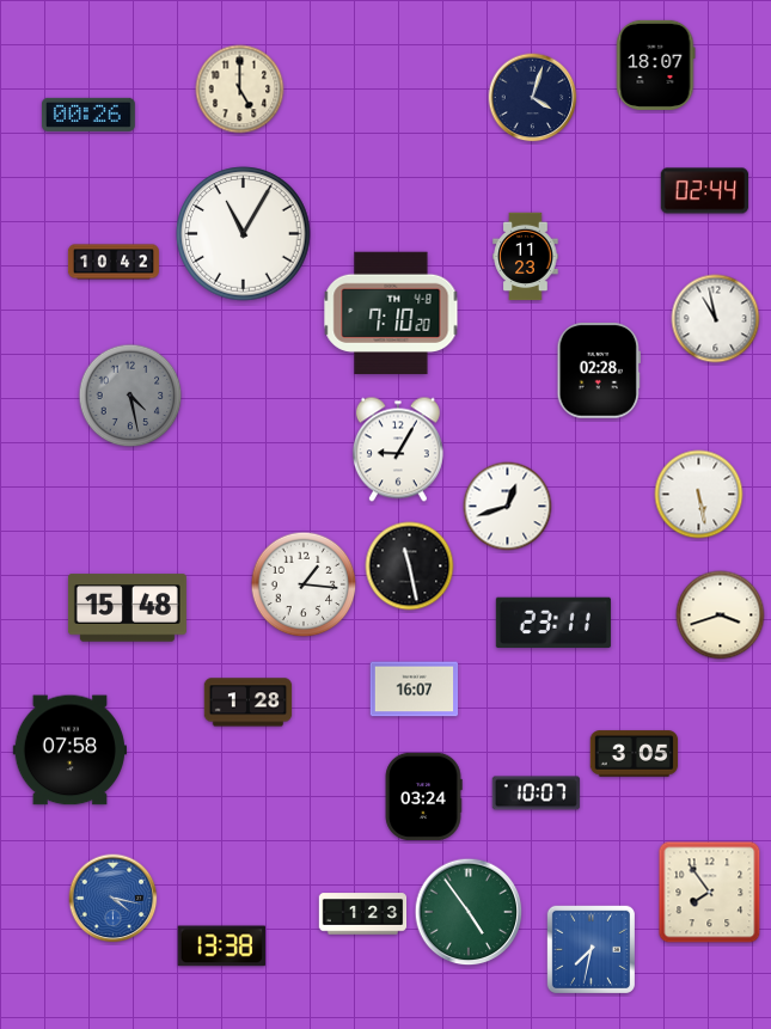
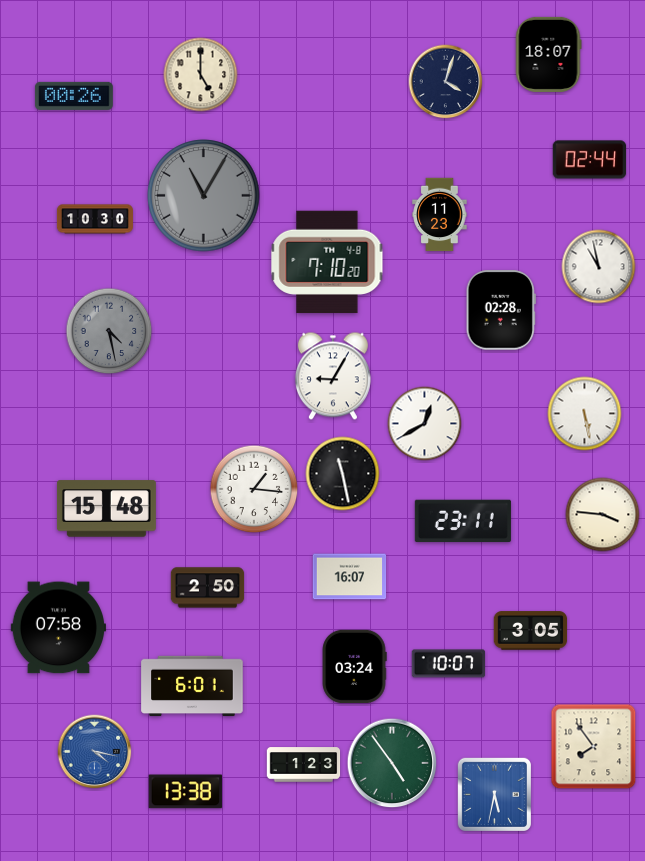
clock at (244, 234) dial: white -> grey
clock at (114, 262): 10:42 -> 10:30
clock at (508, 507): 12:42 -> 12:40
clock at (721, 615): 3:42 -> 3:46
clock at (415, 690) position: (415, 690) -> (350, 577)
clock at (249, 703): 1:28 -> 2:50
clock at (192, 686): none -> 6:01
clock at (591, 949): 7:32 -> 5:32
